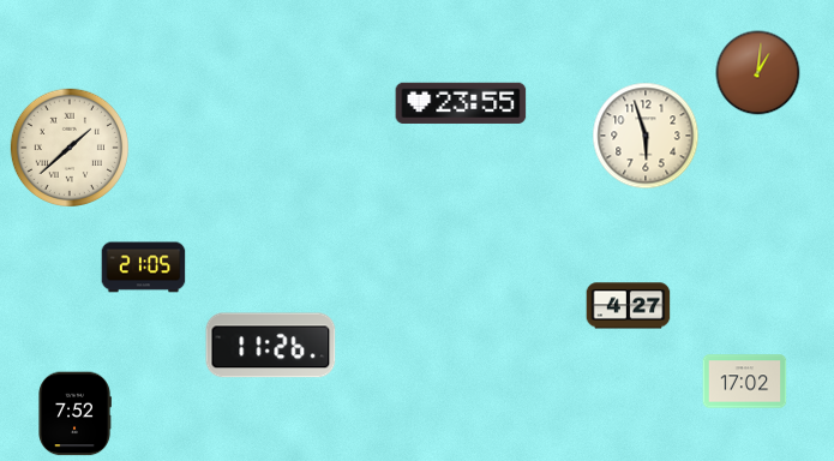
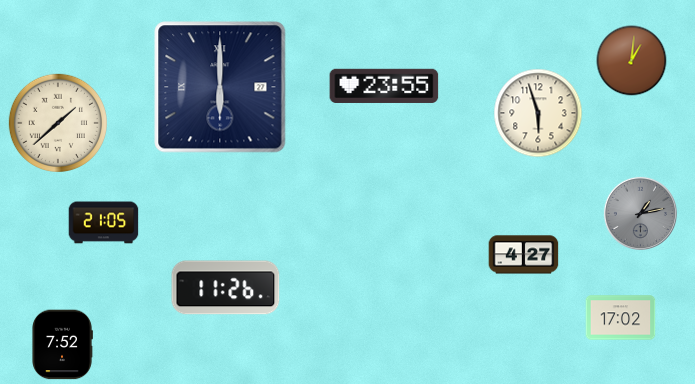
clock at (220, 87): none -> 6:00
clock at (640, 213): none -> 1:13
clock at (144, 268) position: (144, 268) -> (104, 223)
